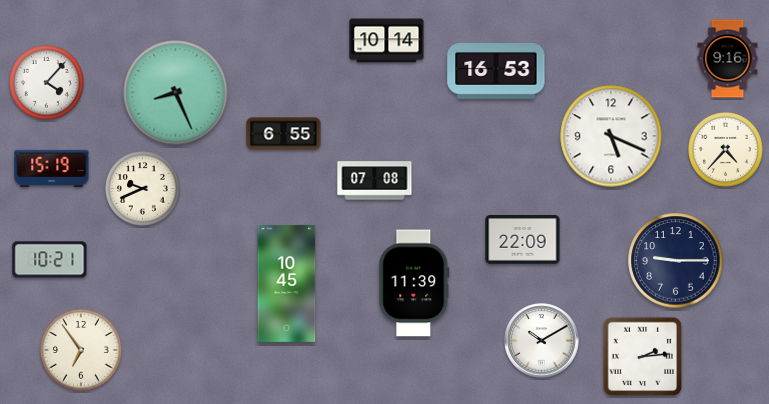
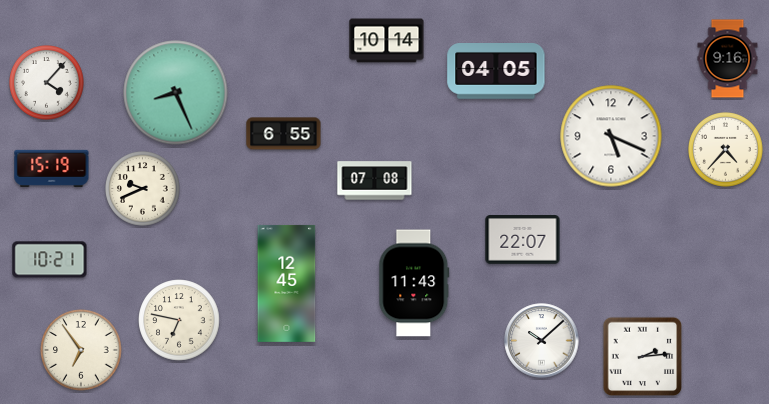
clock at (496, 72): 16:53 -> 04:05
clock at (523, 240): 22:09 -> 22:07
clock at (676, 261): 9:15 -> none
clock at (287, 283): 10:45 -> 12:45
clock at (414, 283): 11:39 -> 11:43
clock at (179, 320): none -> 6:47
clock at (542, 341): 10:10 -> 10:08
